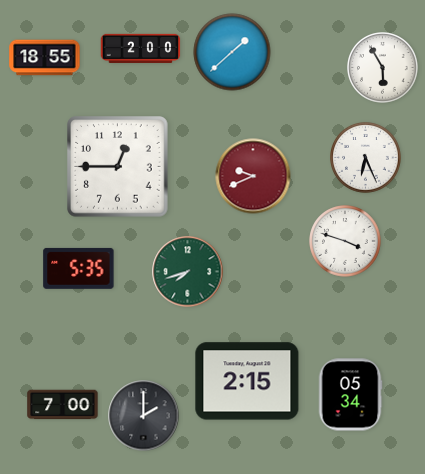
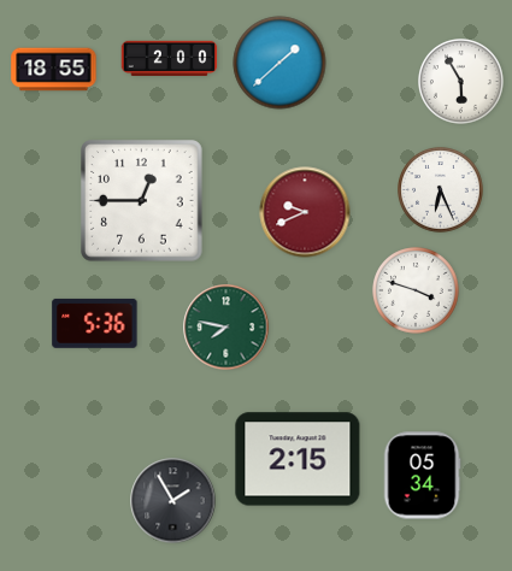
clock at (79, 268): 5:35 -> 5:36
clock at (188, 272): 7:42 -> 7:47
clock at (63, 405): 7:00 -> none
clock at (144, 416): 2:00 -> 1:55
